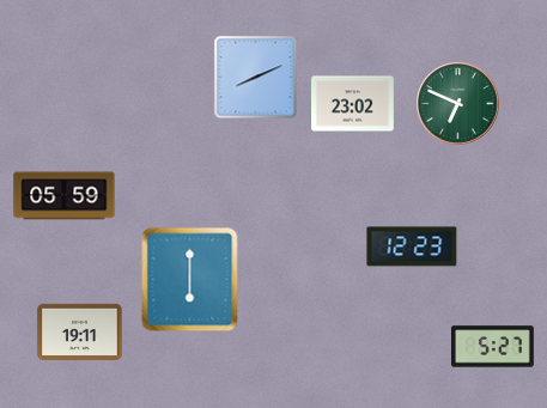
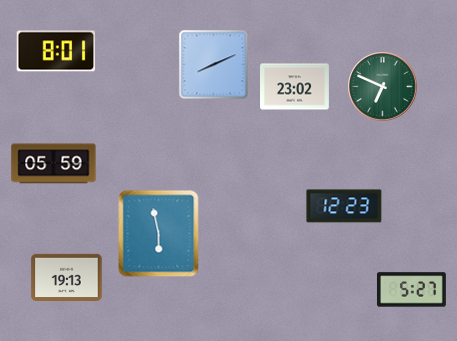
clock at (56, 51): none -> 8:01
clock at (190, 280): 6:00 -> 5:58
clock at (80, 331): 19:11 -> 19:13
